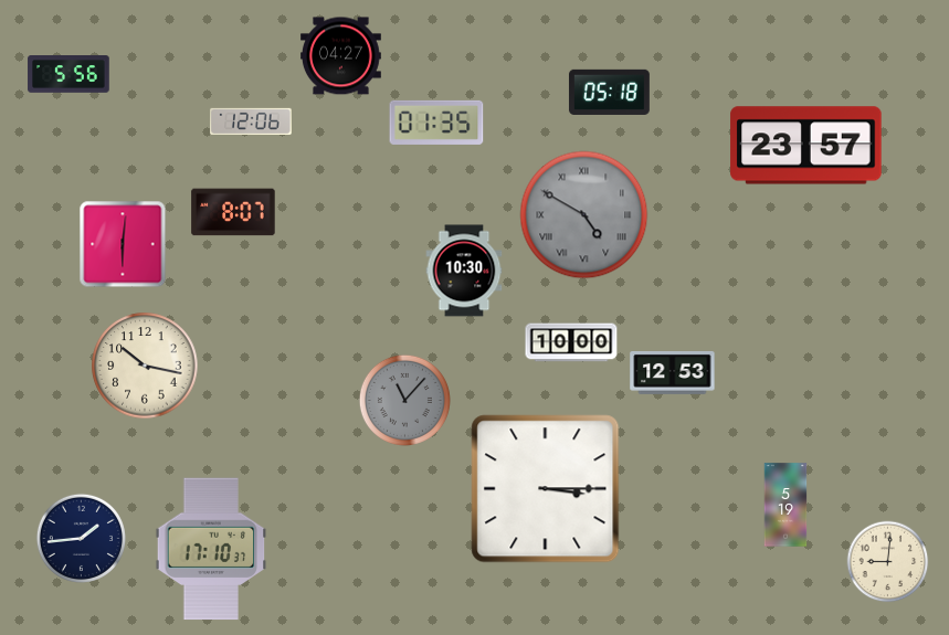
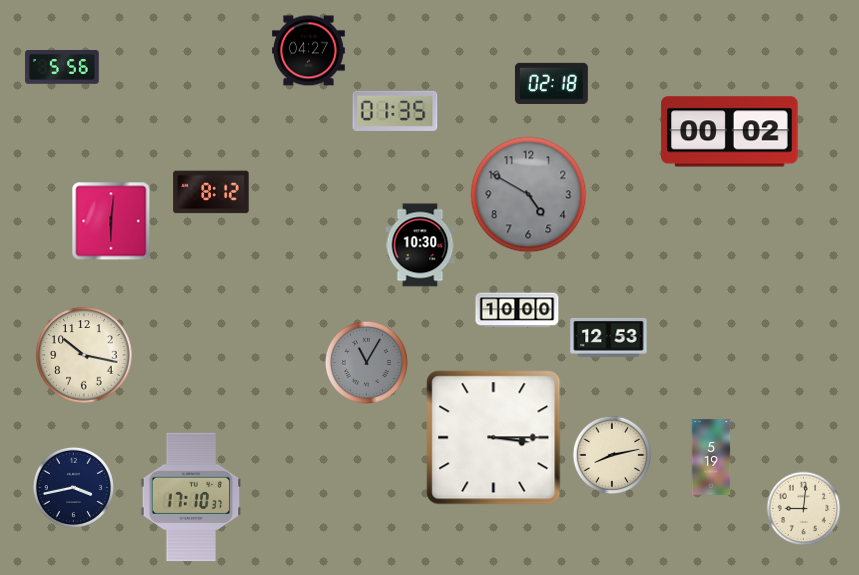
clock at (609, 92): 05:18 -> 02:18
clock at (251, 121): 12:06 -> none
clock at (806, 146): 23:57 -> 00:02
clock at (233, 212): 8:07 -> 8:12
clock at (584, 215) numerals: Roman -> Arabic
clock at (145, 366) position: (145, 366) -> (84, 355)
clock at (404, 400): 11:07 -> 11:05
clock at (546, 489) position: (546, 489) -> (494, 438)
clock at (612, 455): none -> 8:13
clock at (81, 538): 1:44 -> 3:43
